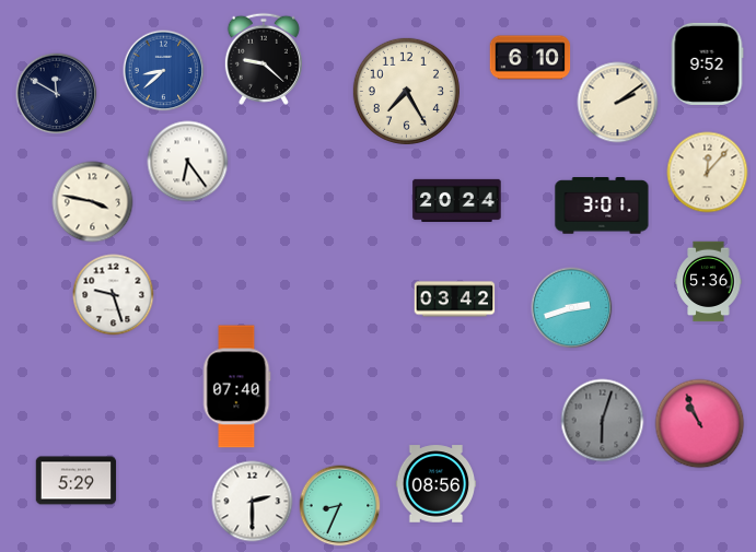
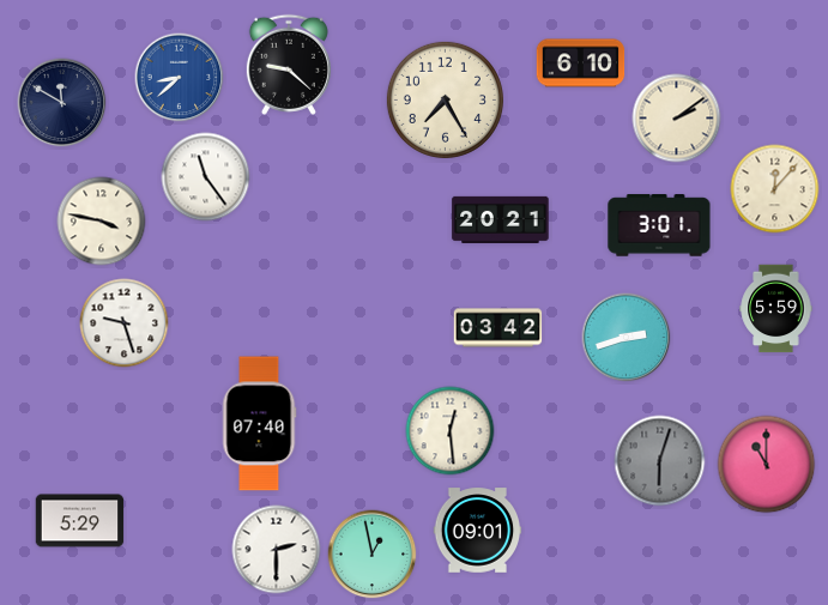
clock at (707, 63): 9:52 -> none
clock at (618, 103) position: (618, 103) -> (677, 119)
clock at (188, 162): 6:24 -> 11:24
clock at (457, 200): 20:24 -> 20:21
clock at (709, 282): 5:36 -> 5:59
clock at (451, 431): none -> 12:29
clock at (700, 424): 10:56 -> 11:00
clock at (77, 481) position: (77, 481) -> (80, 521)
clock at (437, 484): 08:56 -> 09:01
clock at (340, 506): 8:34 -> 12:58
